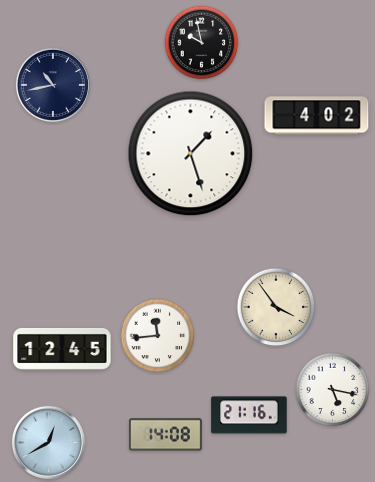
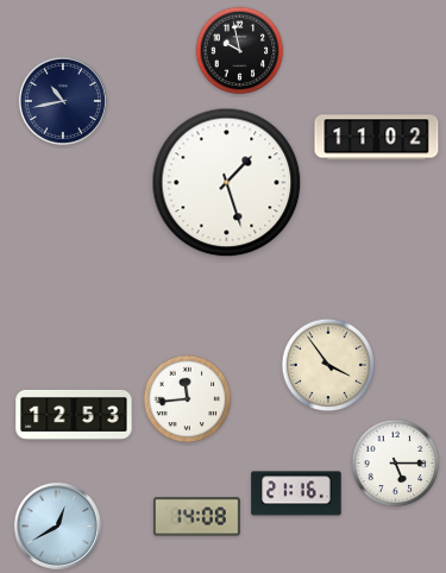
clock at (317, 116): 4:02 -> 11:02
clock at (62, 349): 12:45 -> 12:53
clock at (333, 390): 5:17 -> 5:15
